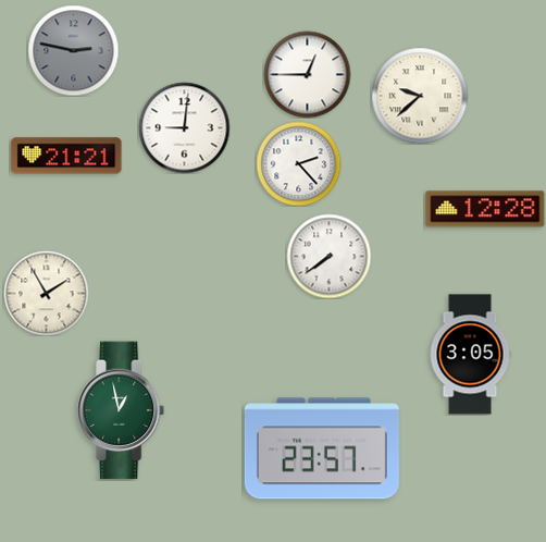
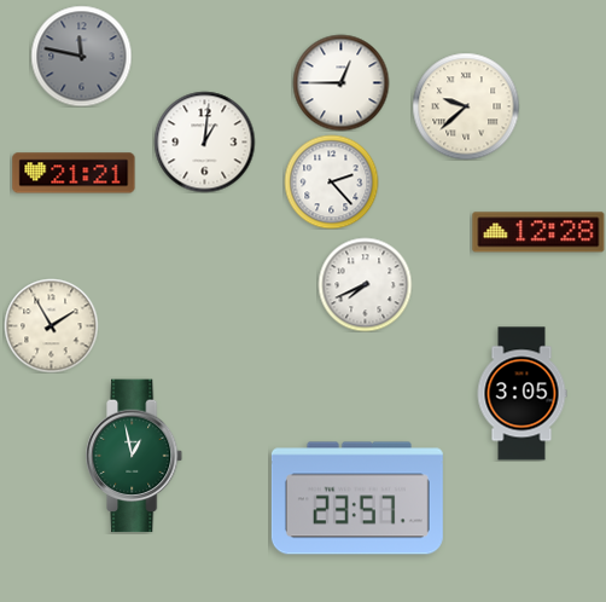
clock at (73, 50): 2:47 -> 11:47
clock at (184, 127): 9:01 -> 1:01
clock at (328, 256): 7:39 -> 7:41
